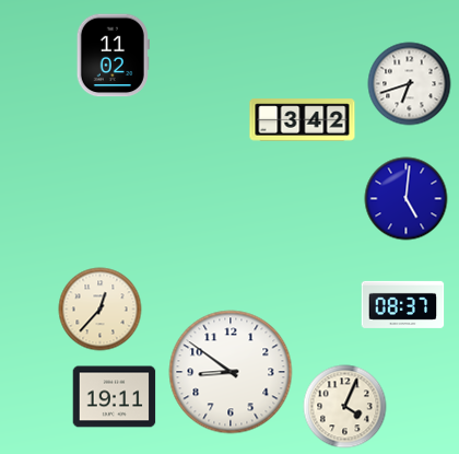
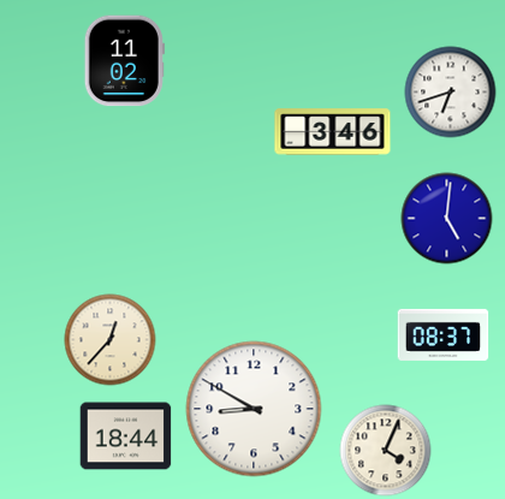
clock at (303, 120): 3:42 -> 3:46
clock at (231, 372): 8:51 -> 8:50
clock at (115, 397): 19:11 -> 18:44
clock at (345, 407) position: (345, 407) -> (386, 451)
